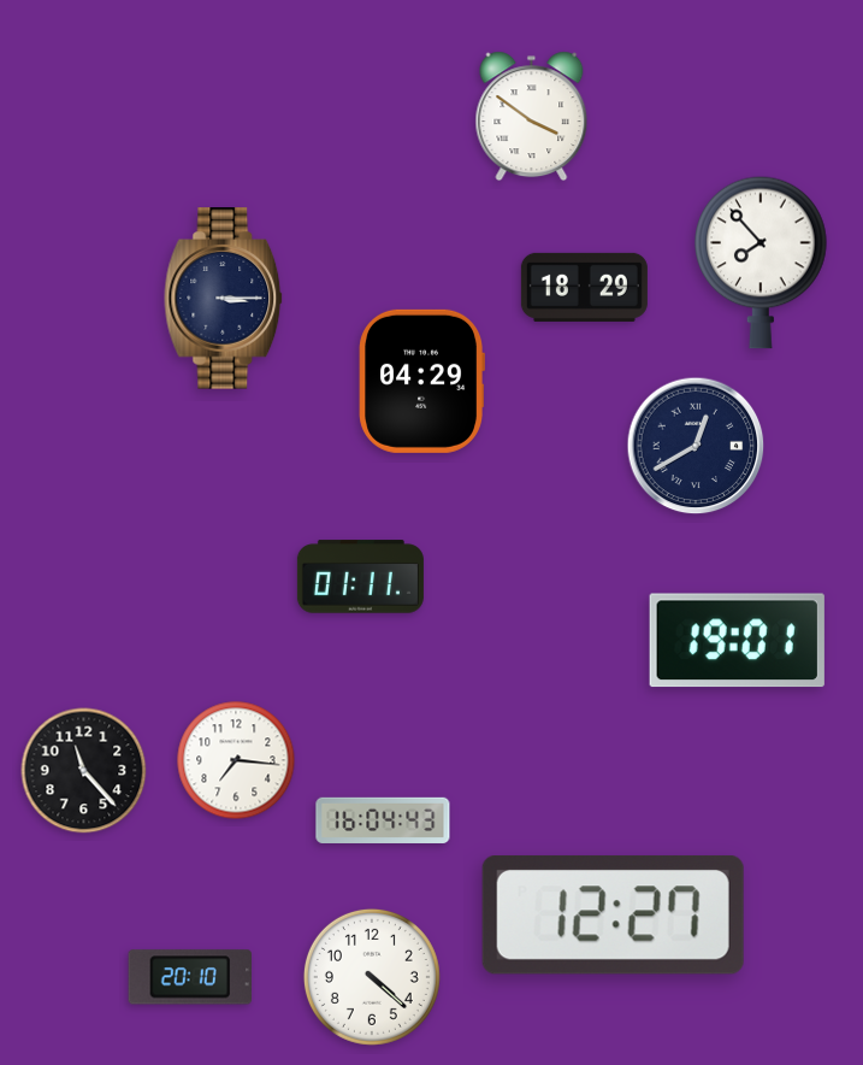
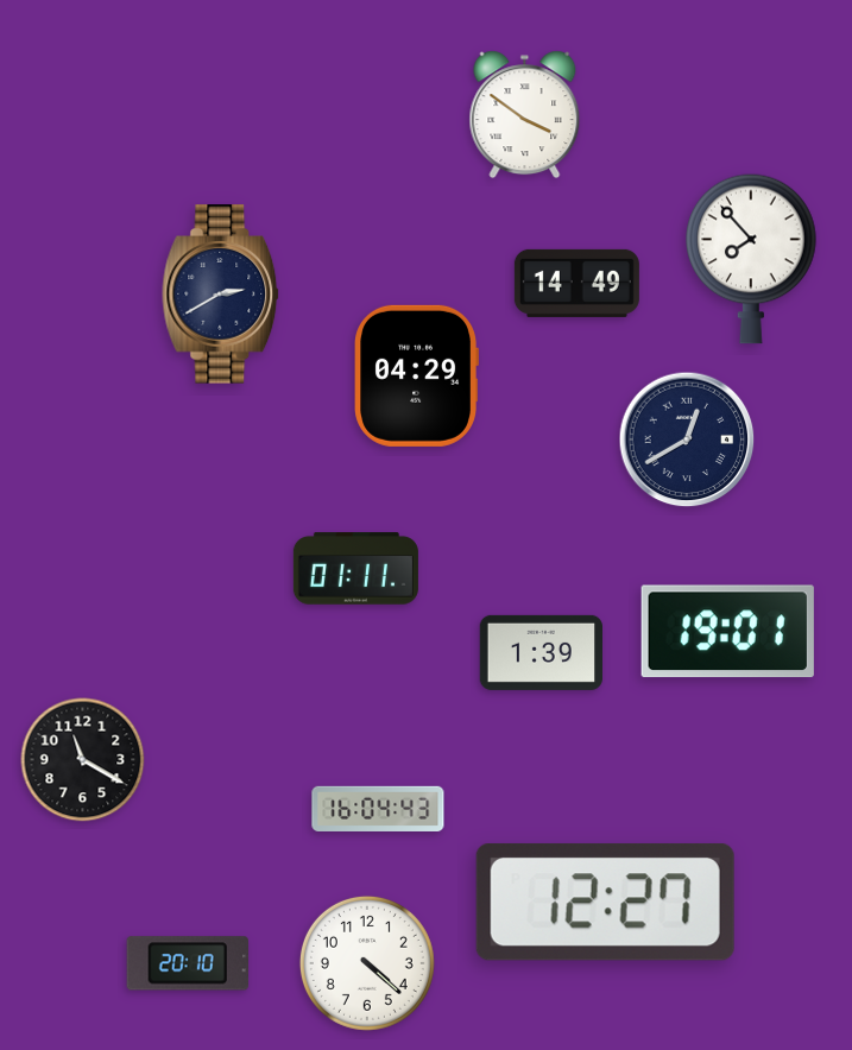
clock at (584, 287): 18:29 -> 14:49
clock at (224, 299): 3:15 -> 2:40
clock at (542, 652): none -> 1:39
clock at (236, 760): 7:16 -> none
clock at (84, 771): 11:23 -> 11:20
